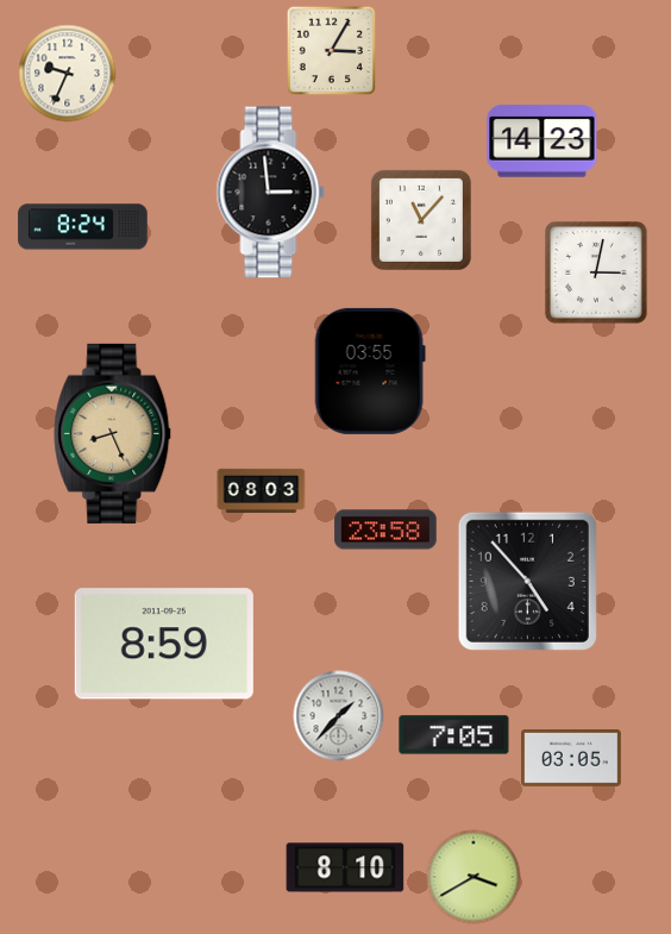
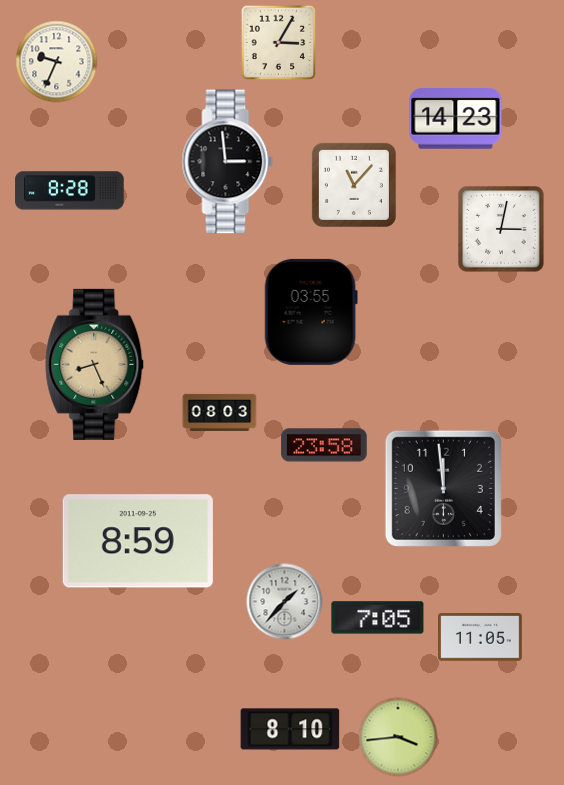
clock at (83, 227): 8:24 -> 8:28
clock at (527, 581): 4:53 -> 11:59
clock at (454, 735) position: (454, 735) -> (378, 618)
clock at (572, 759): 03:05 -> 11:05
clock at (474, 877): 3:40 -> 3:44
